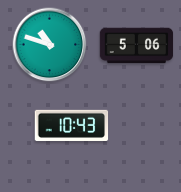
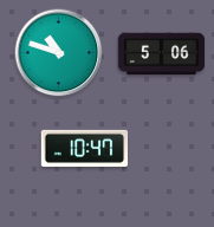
clock at (72, 125): 10:43 -> 10:47
